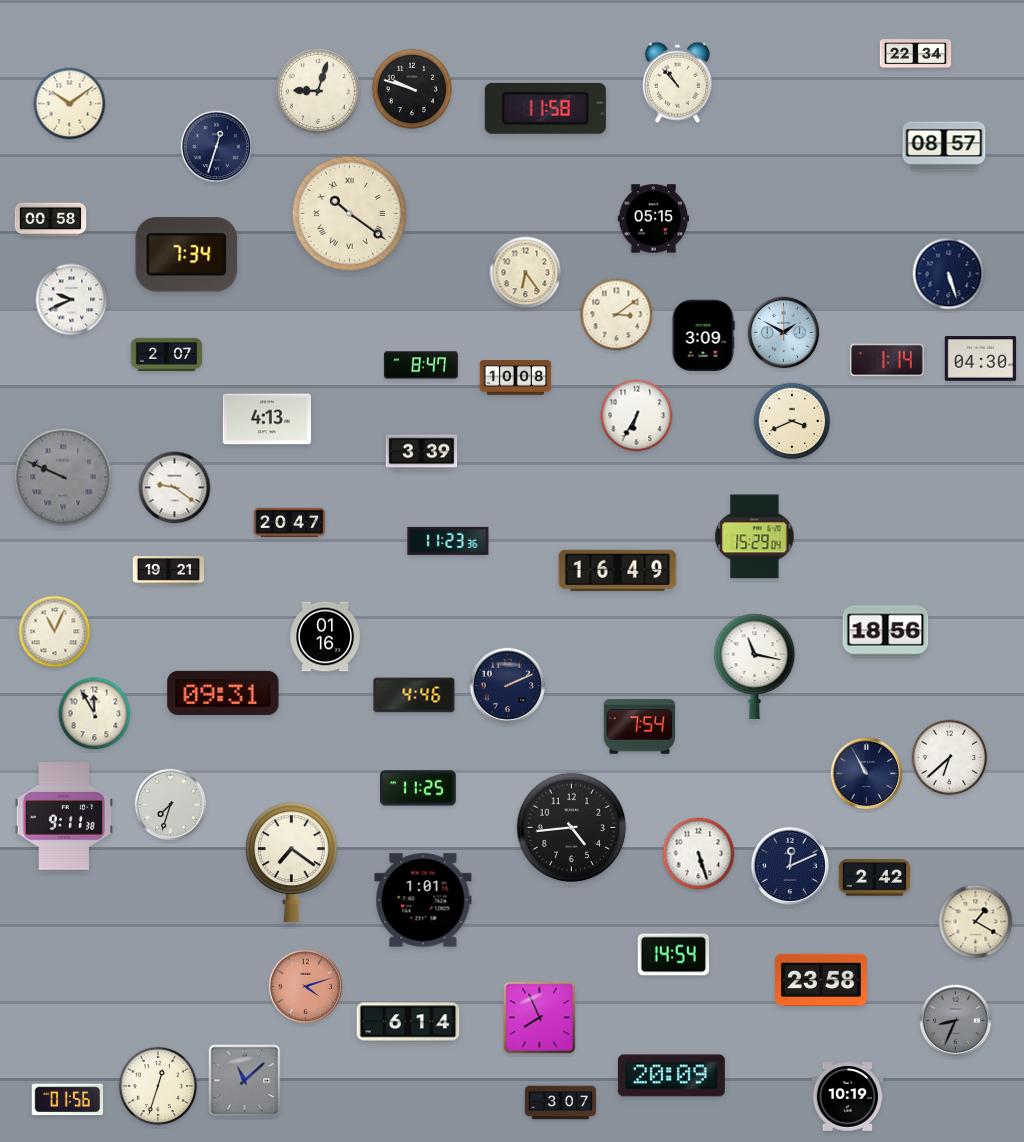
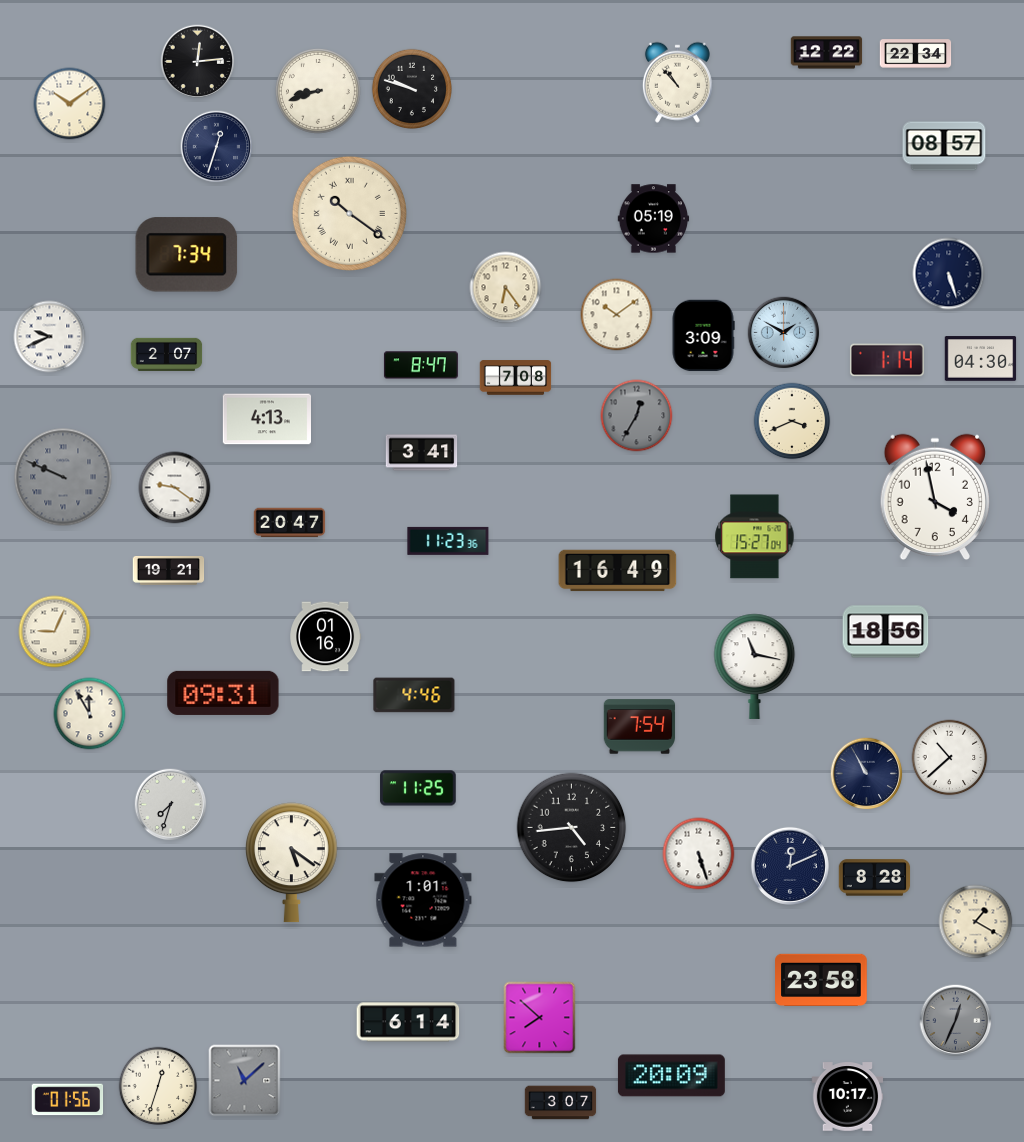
clock at (827, 53): none -> 12:22
clock at (198, 62): none -> 12:14
clock at (318, 91): 9:03 -> 8:42
clock at (545, 108): 11:58 -> none
clock at (654, 219): 05:15 -> 05:19
clock at (51, 220): 00:58 -> none
clock at (526, 273) position: (526, 273) -> (506, 288)
clock at (72, 300) position: (72, 300) -> (50, 337)
clock at (617, 315): 3:09 -> 10:09
clock at (516, 378): 10:08 -> 7:08
clock at (637, 416): 6:35 -> 12:35
clock at (637, 416) dial: white -> grey
clock at (422, 453): 3:39 -> 3:41
clock at (934, 497): none -> 3:58
clock at (755, 537): 15:29 -> 15:27
clock at (55, 632): 11:04 -> 9:04
clock at (507, 685): 2:11 -> none
clock at (95, 714) position: (95, 714) -> (90, 714)
clock at (950, 758): 6:38 -> 10:38
clock at (63, 817): 9:11 -> none
clock at (291, 863): 7:21 -> 5:21
clock at (875, 878): 2:42 -> 8:28
clock at (674, 955): 14:54 -> none
clock at (306, 987): 4:12 -> none
clock at (540, 1018): 7:56 -> 7:52
clock at (956, 1021): 8:34 -> 12:34
clock at (848, 1097): 10:19 -> 10:17
